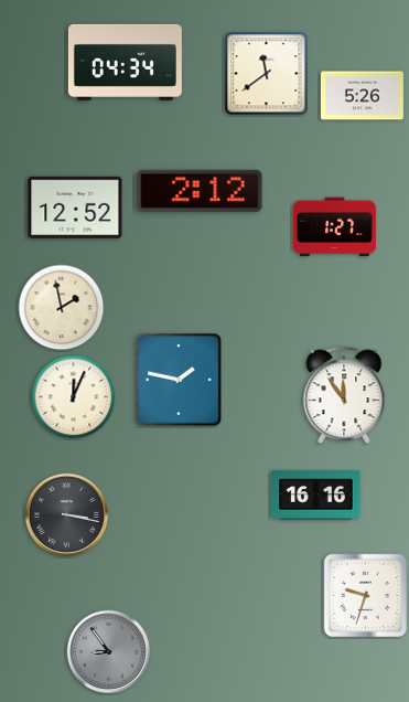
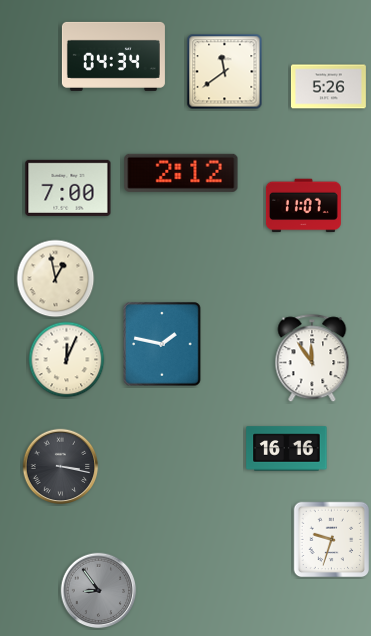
clock at (267, 74) position: (267, 74) -> (225, 72)
clock at (75, 208): 12:52 -> 7:00
clock at (334, 227): 1:27 -> 11:07
clock at (62, 308): 1:58 -> 12:58
